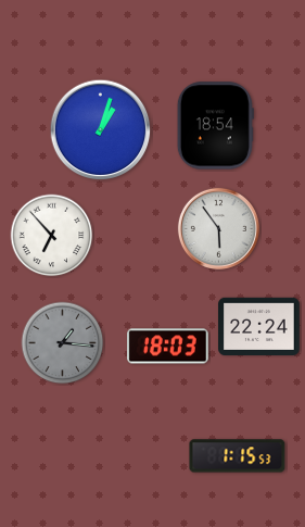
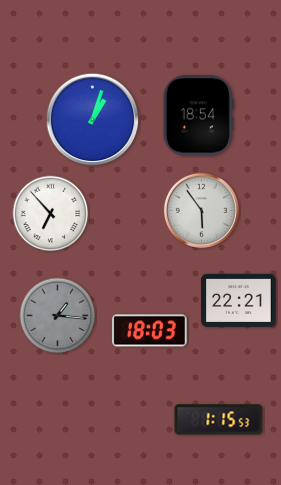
clock at (52, 236) position: (52, 236) -> (51, 214)
clock at (259, 326): 22:24 -> 22:21
clock at (168, 347) position: (168, 347) -> (150, 331)
